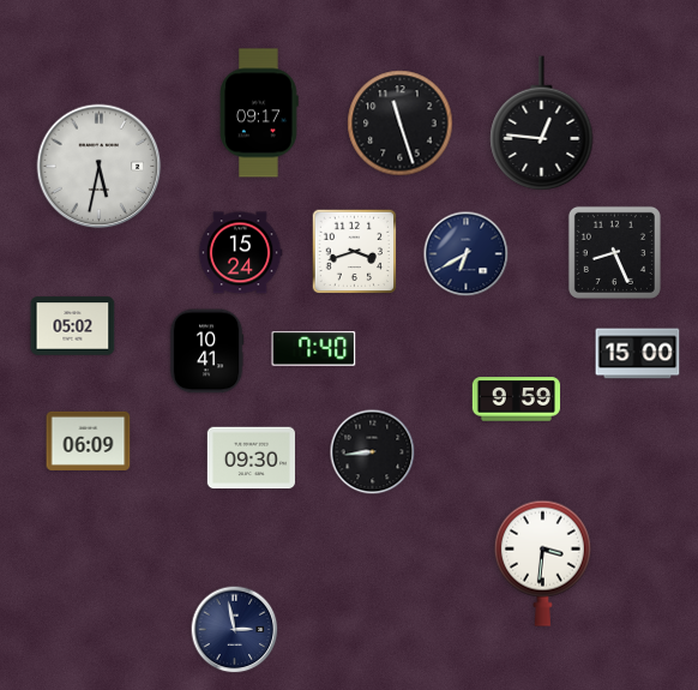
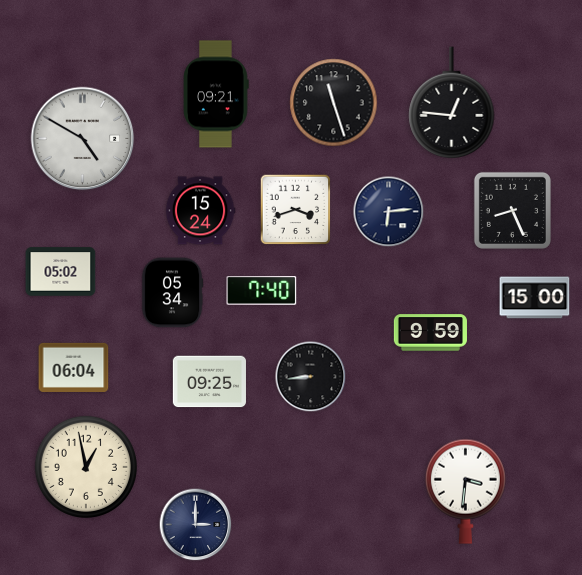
clock at (259, 113): 09:17 -> 09:21
clock at (100, 167): 5:32 -> 4:50
clock at (467, 254): 6:40 -> 6:14
clock at (206, 352): 10:41 -> 05:34
clock at (638, 354) position: (638, 354) -> (535, 298)
clock at (89, 440): 06:09 -> 06:04
clock at (251, 458): 09:30 -> 09:25
clock at (85, 466): none -> 12:58
clock at (542, 563) position: (542, 563) -> (465, 491)
clock at (235, 630): 2:58 -> 3:00
